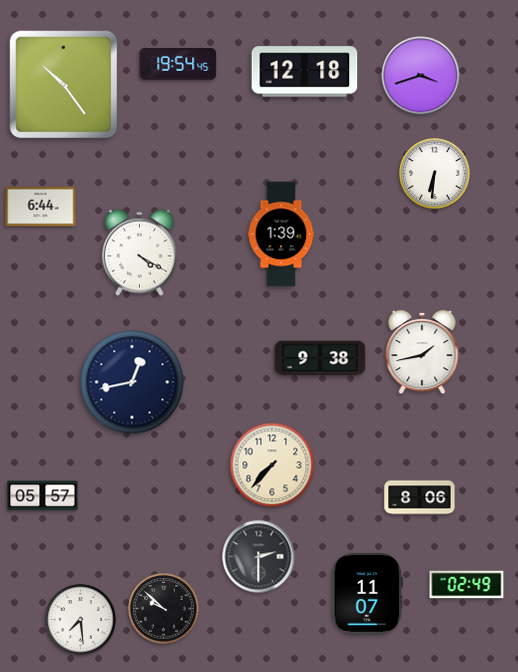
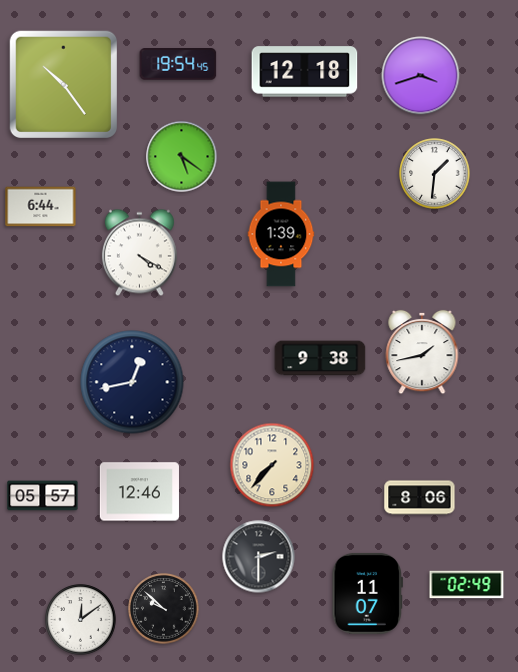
clock at (182, 157): none -> 5:21
clock at (435, 174): 6:31 -> 1:31
clock at (139, 492): none -> 12:46
clock at (81, 620): 7:29 -> 12:09
